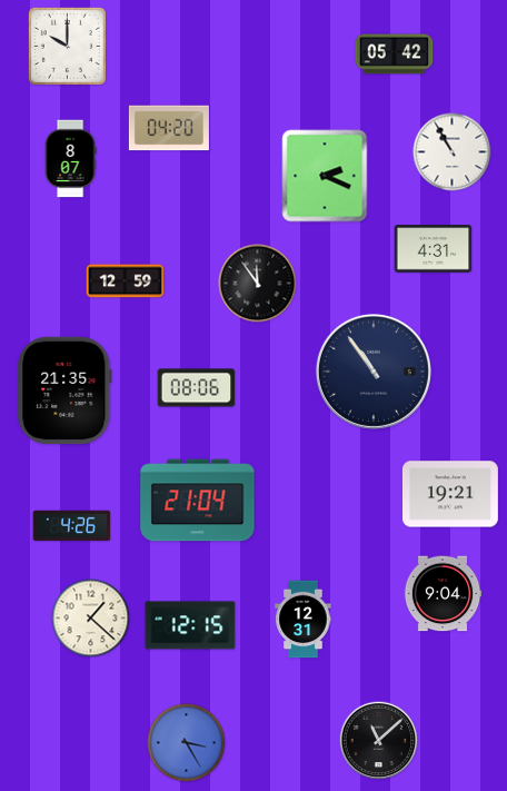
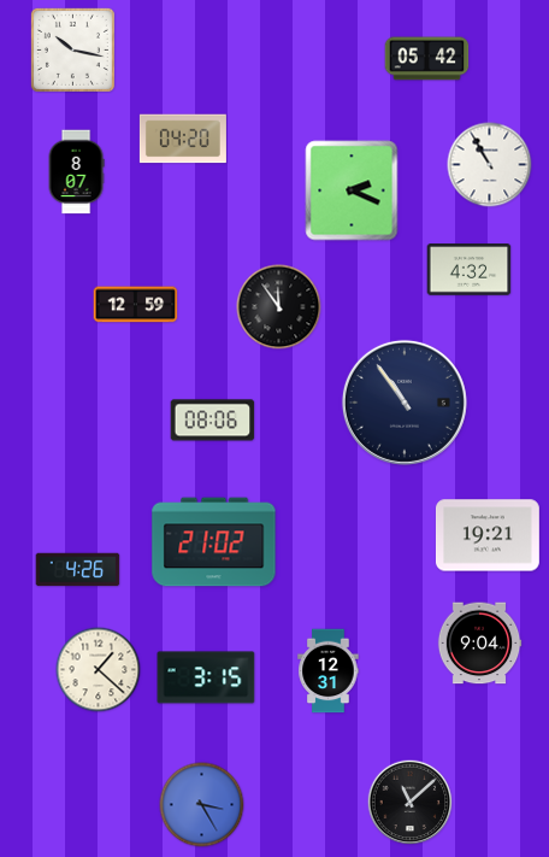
clock at (67, 46): 10:00 -> 10:17
clock at (434, 249): 4:31 -> 4:32
clock at (64, 390): 21:35 -> none
clock at (198, 501): 21:04 -> 21:02
clock at (190, 625): 12:15 -> 3:15
